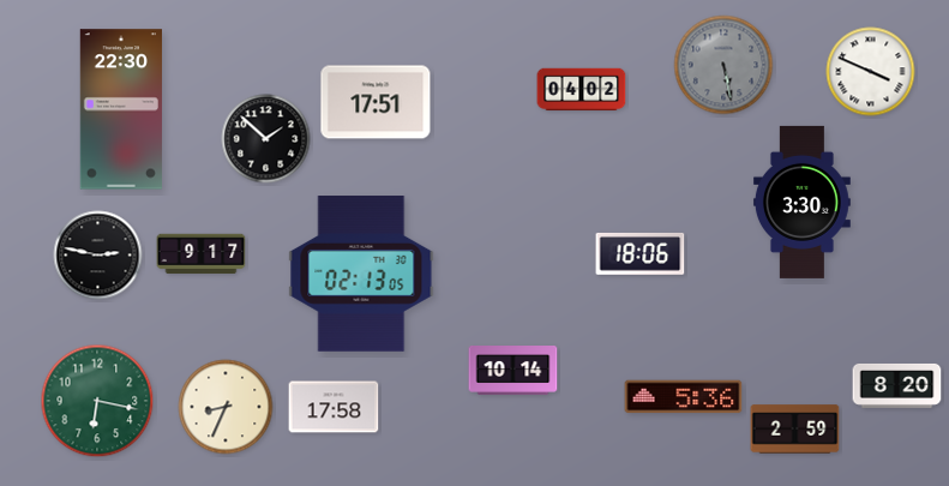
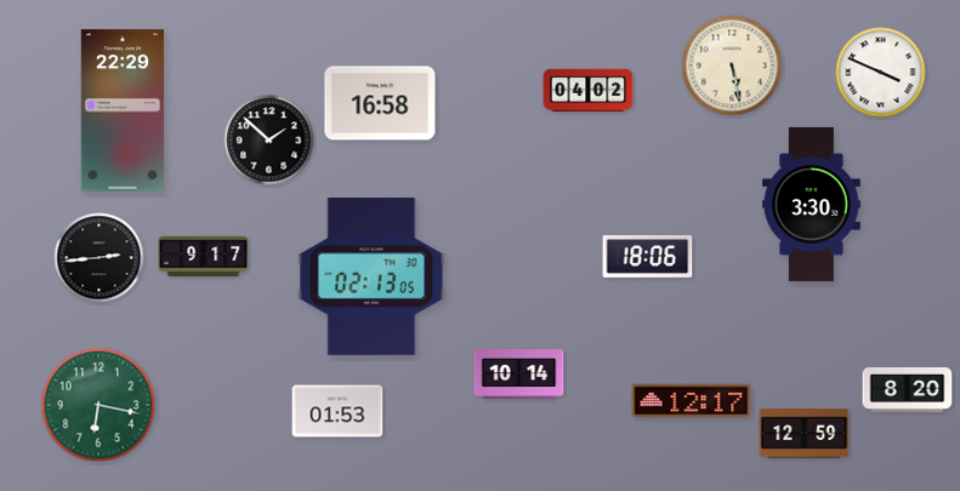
clock at (723, 65) dial: grey -> cream
clock at (376, 102): 17:51 -> 16:58
clock at (121, 109): 22:30 -> 22:29
clock at (98, 256): 2:47 -> 2:44
clock at (361, 274) position: (361, 274) -> (371, 276)
clock at (684, 397): 5:36 -> 12:17
clock at (226, 407): 8:34 -> none
clock at (334, 407): 17:58 -> 01:53
clock at (795, 430): 2:59 -> 12:59
